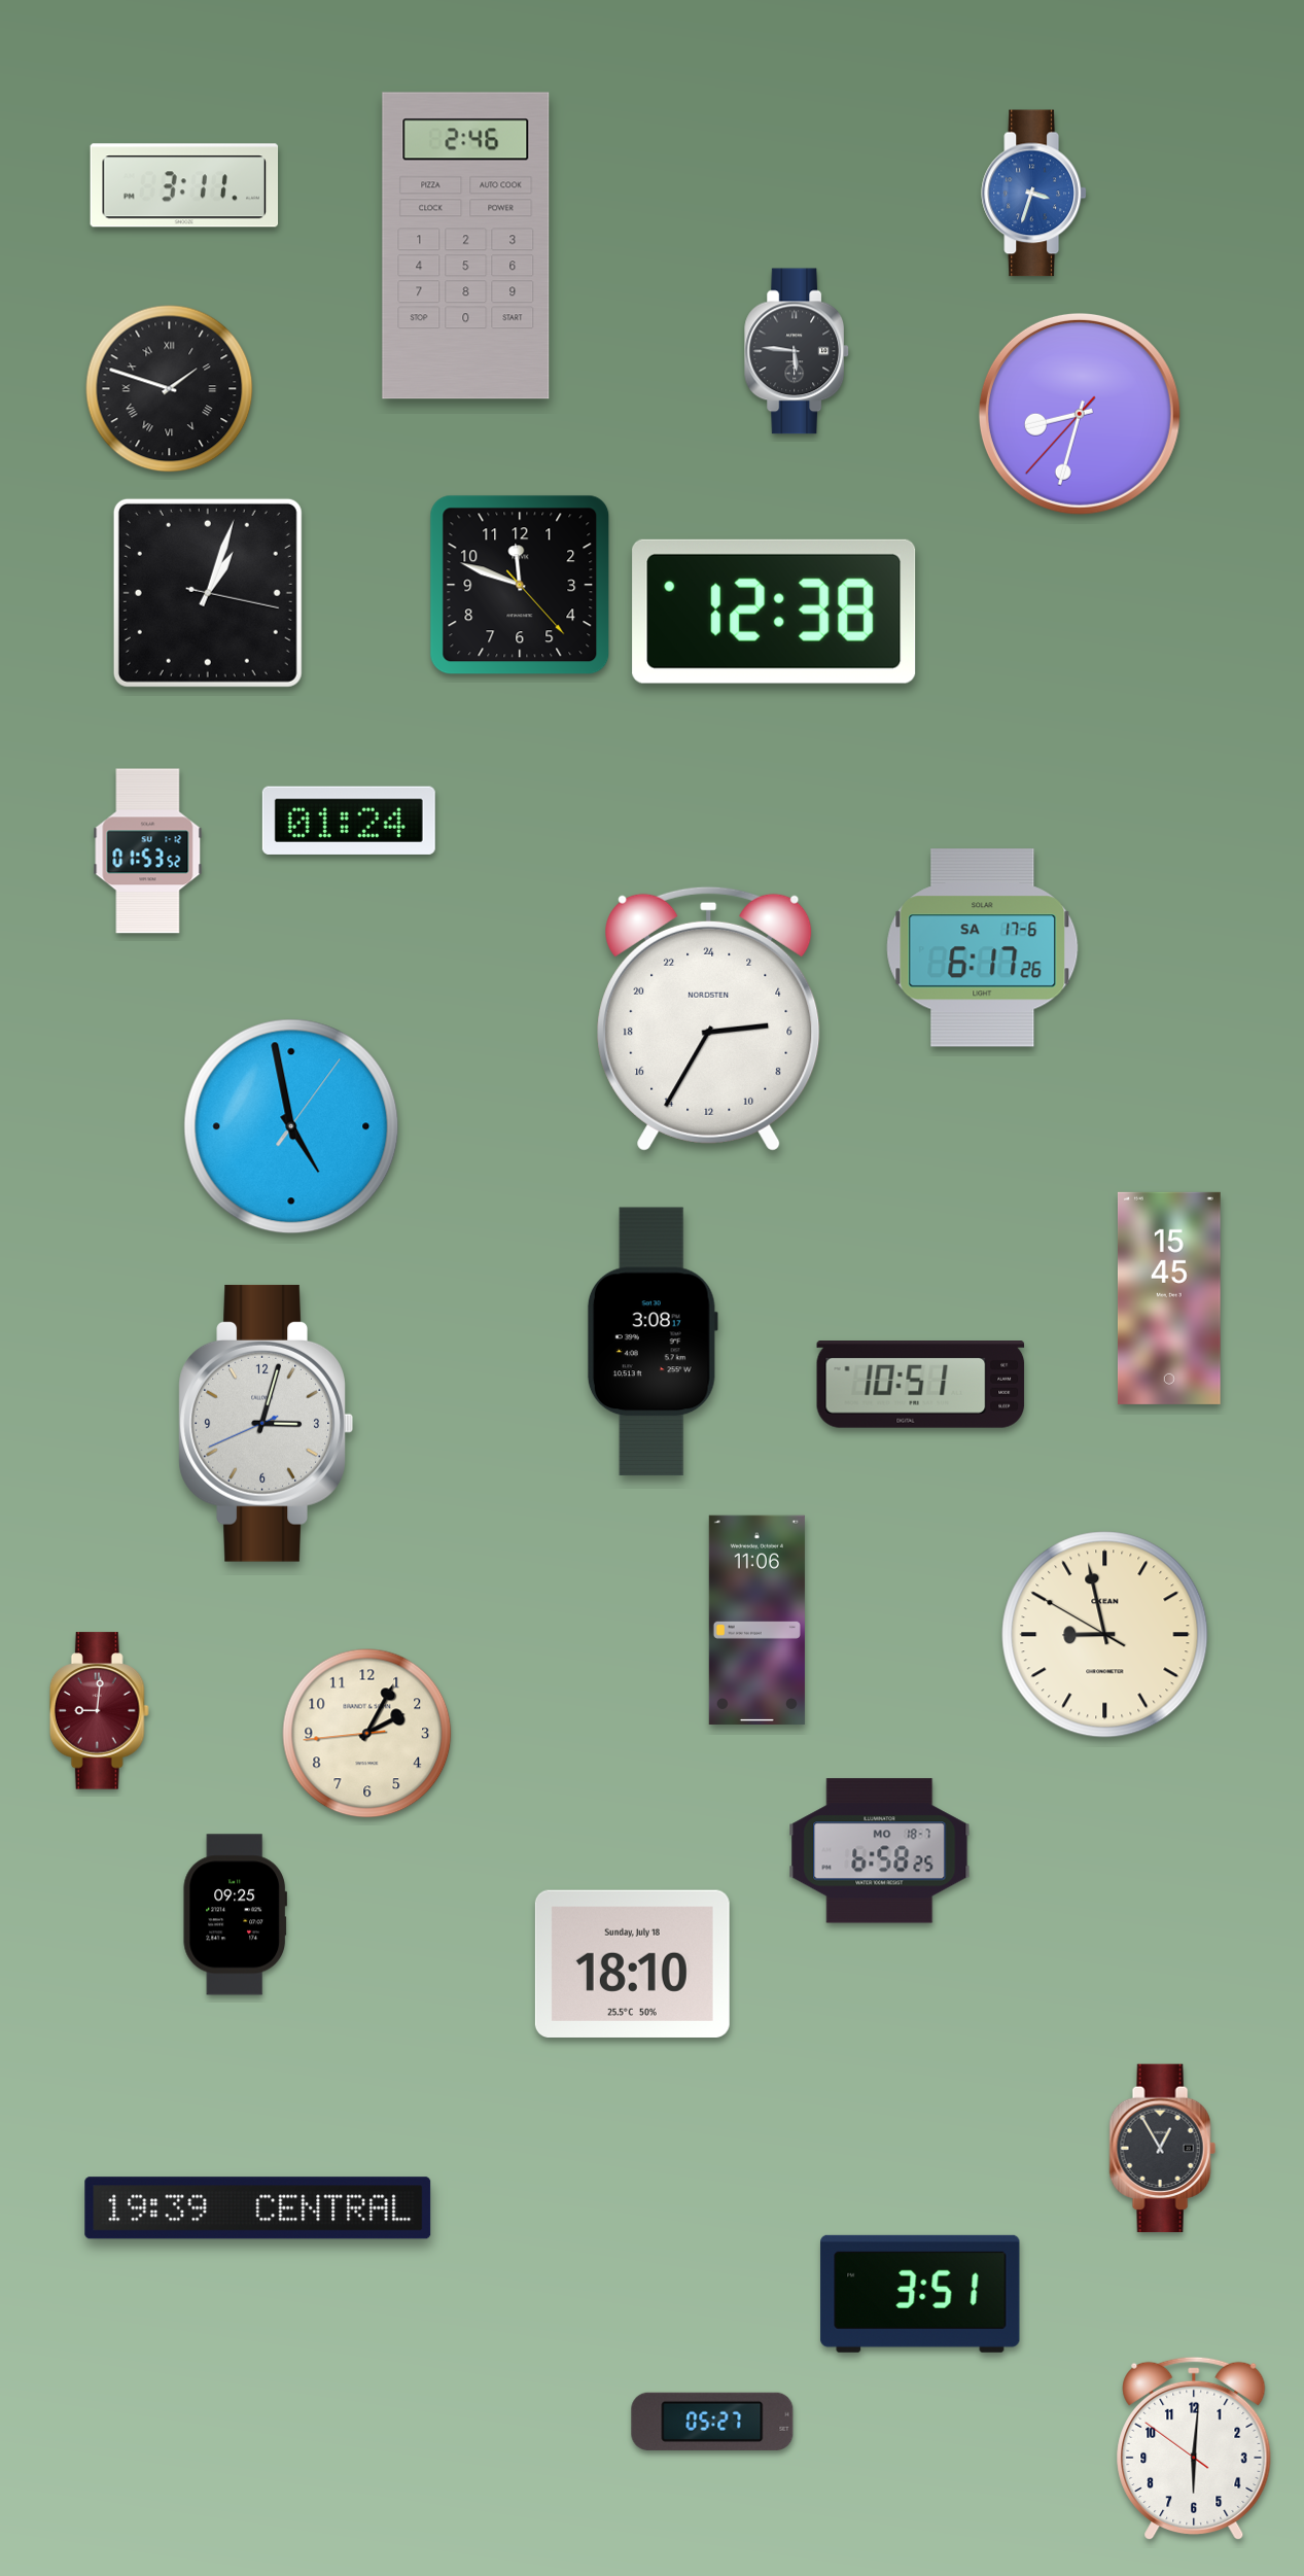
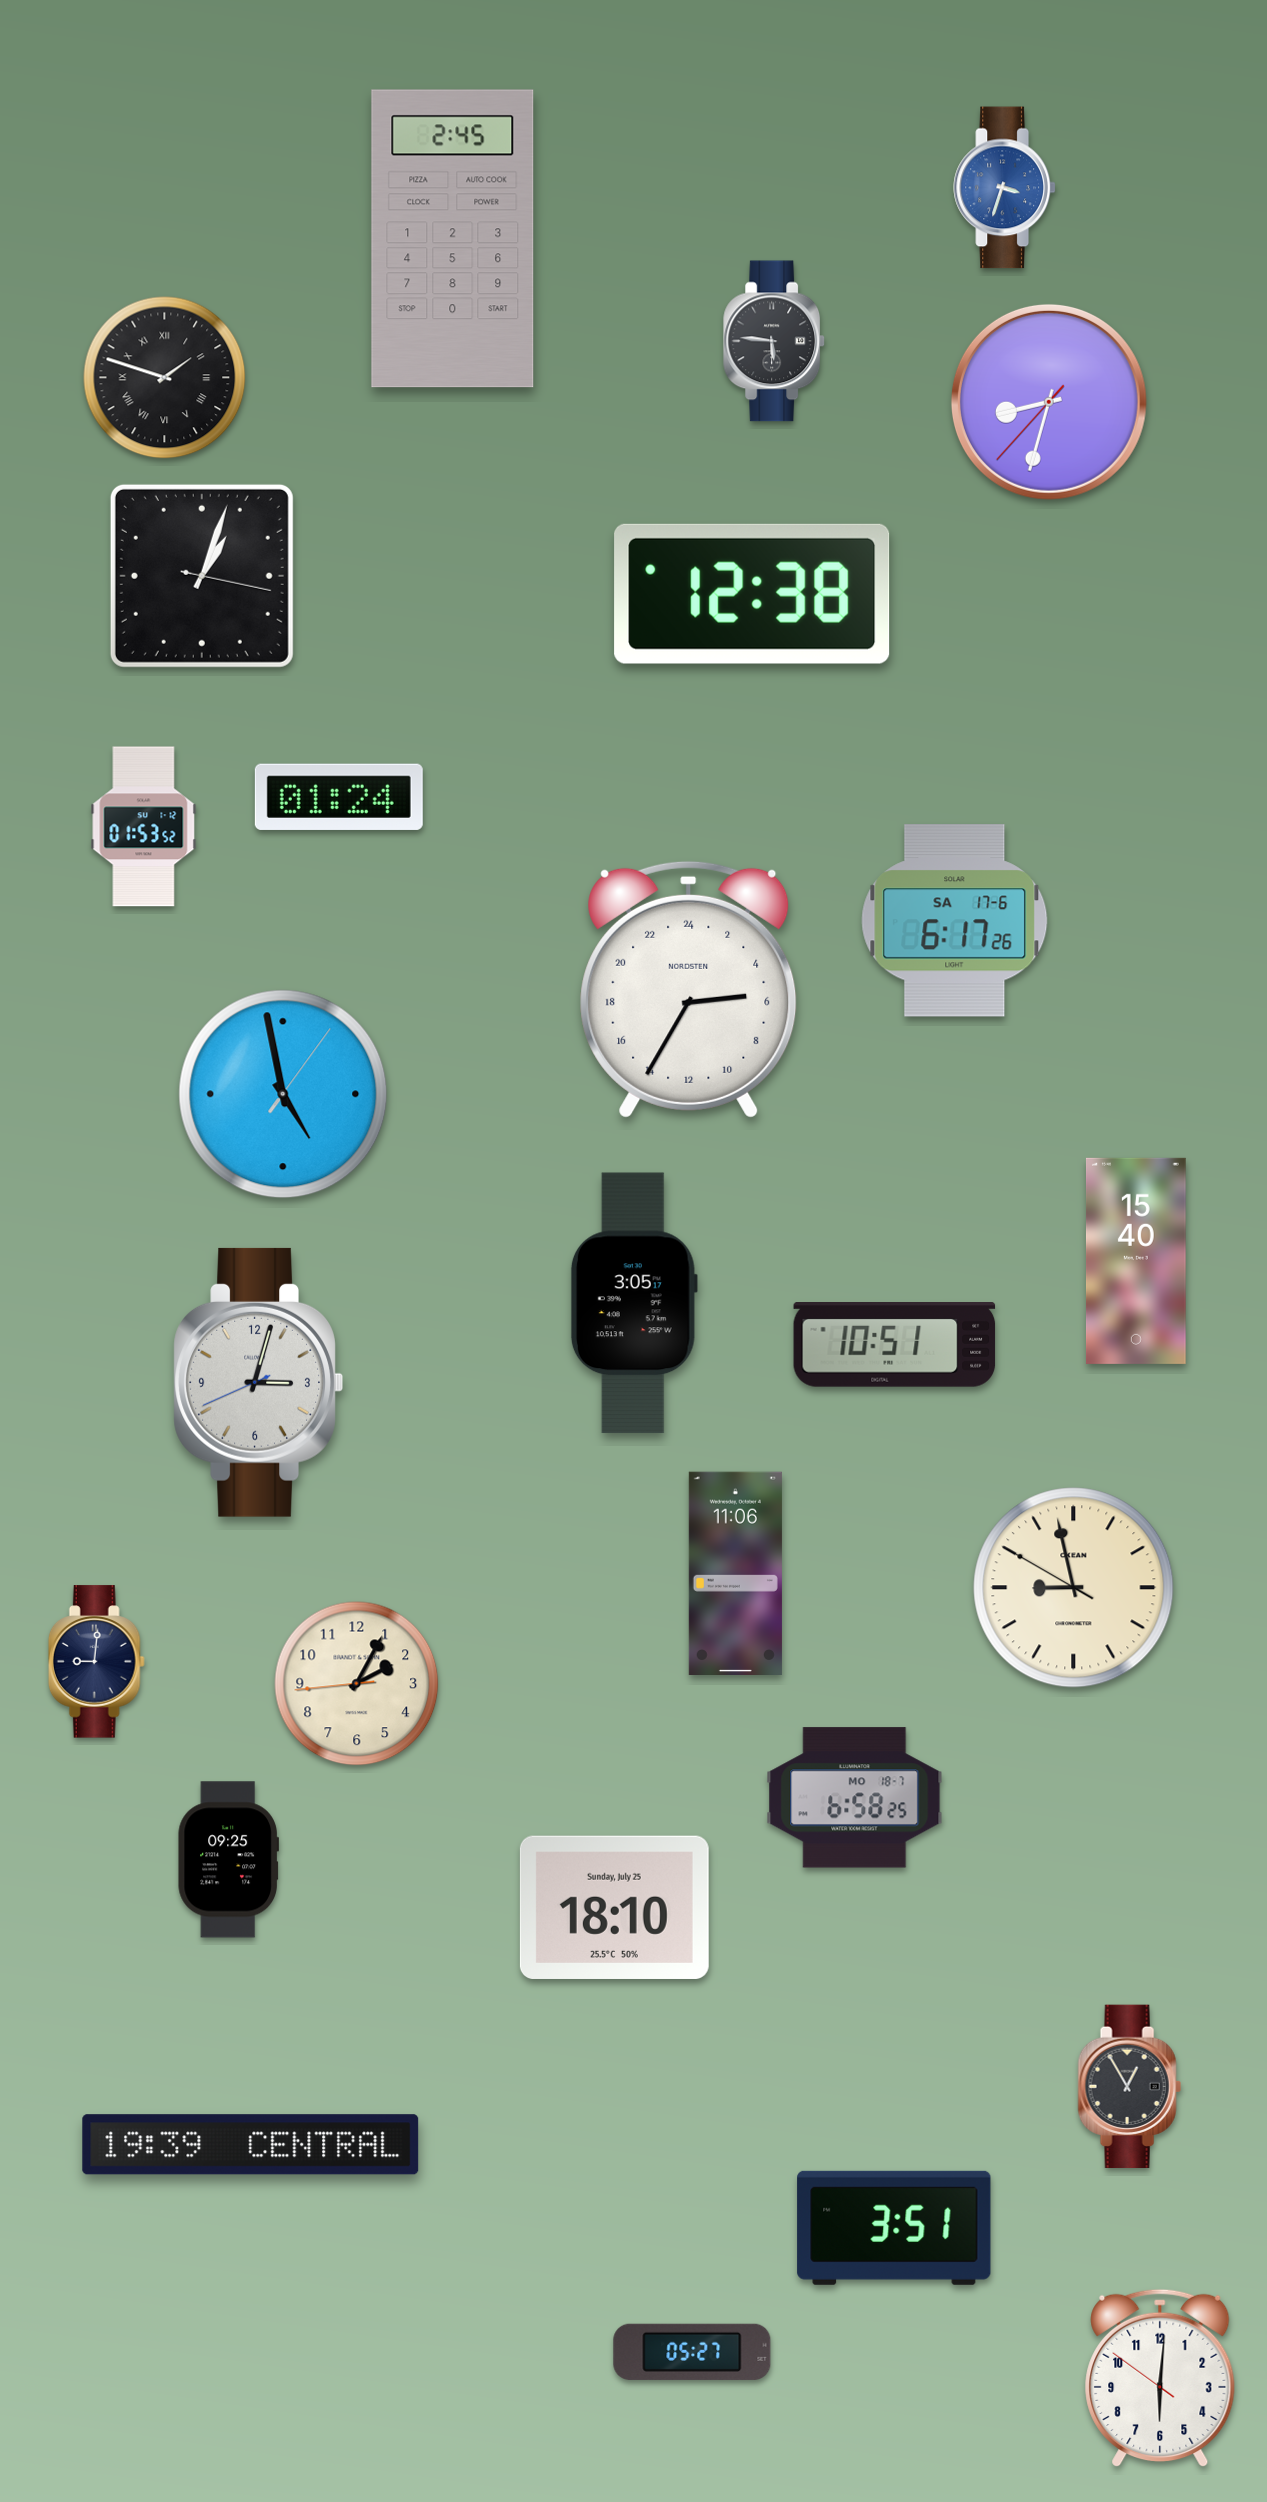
clock at (184, 185): 3:11 -> none
clock at (466, 246): 2:46 -> 2:45
clock at (520, 585): 11:48 -> none
clock at (1169, 1298): 15:45 -> 15:40
clock at (653, 1342): 3:08 -> 3:05
clock at (99, 1711) dial: burgundy -> navy
clock at (632, 1963) date: Sunday, July 18 -> Sunday, July 25
